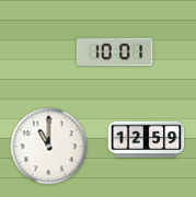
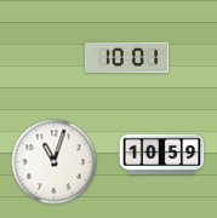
clock at (147, 140): 12:59 -> 10:59
clock at (49, 147): 11:00 -> 11:03
